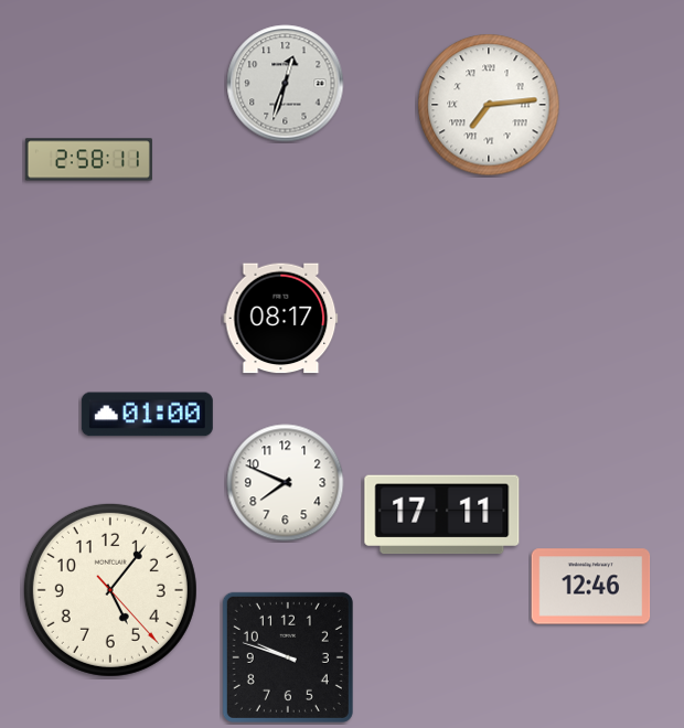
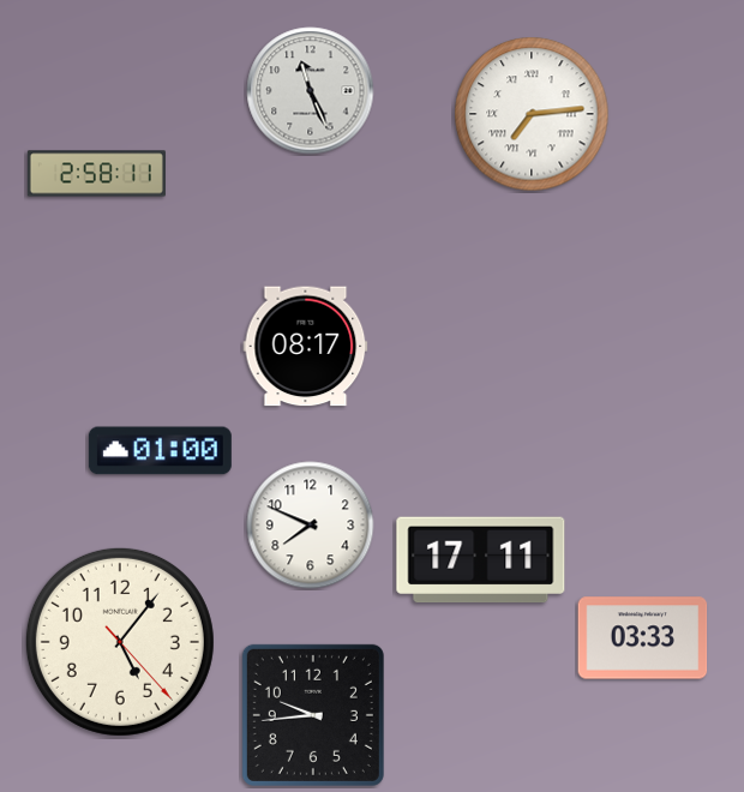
clock at (286, 84): 12:33 -> 11:26
clock at (591, 587): 12:46 -> 03:33
clock at (288, 657): 9:48 -> 9:44
